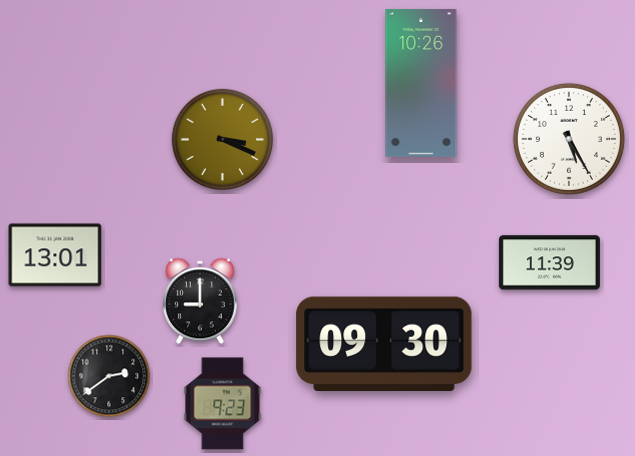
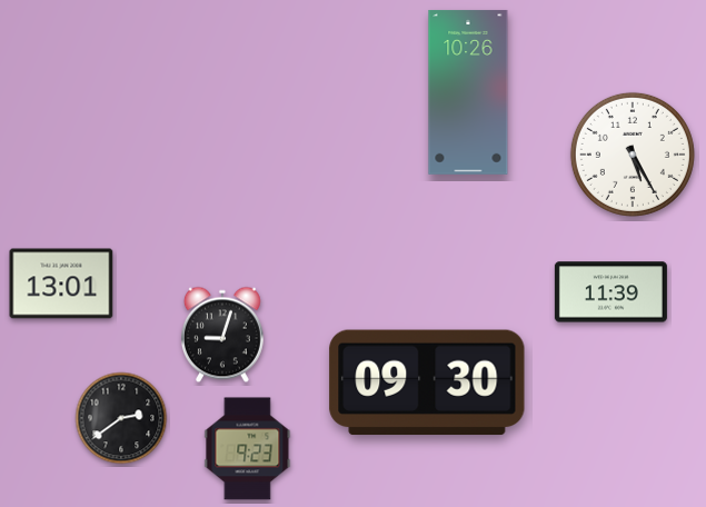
clock at (223, 140): 3:19 -> none
clock at (200, 301): 9:00 -> 9:03
